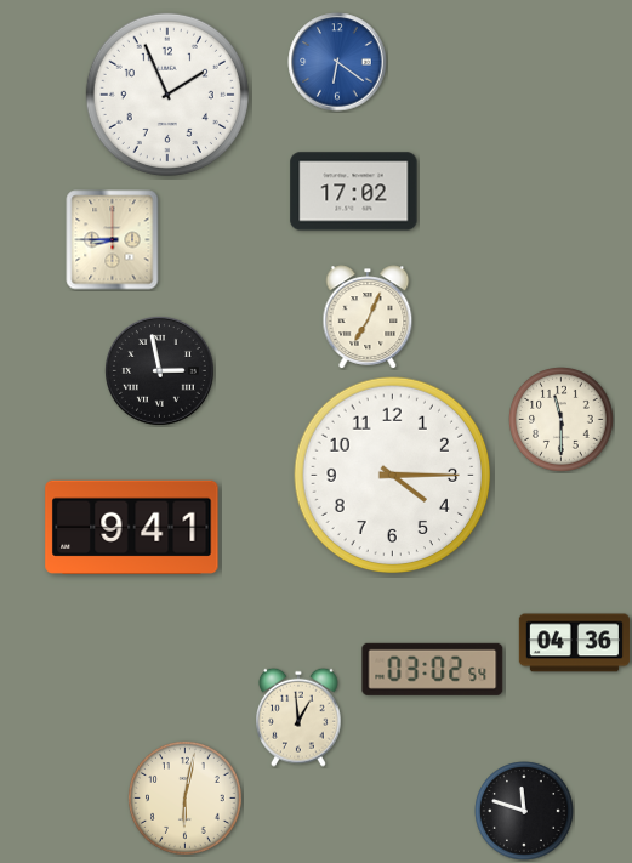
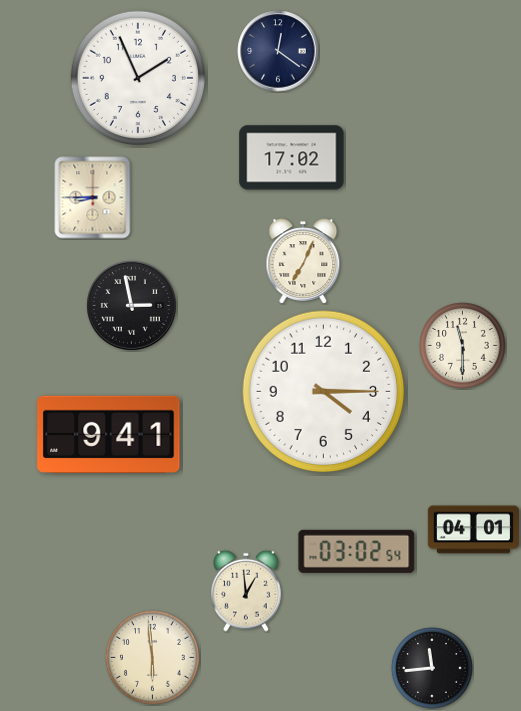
clock at (337, 62): 6:21 -> 12:21
clock at (337, 62) dial: blue -> navy
clock at (574, 643): 04:36 -> 04:01
clock at (186, 799): 6:02 -> 5:59
clock at (524, 811): 11:48 -> 11:44
